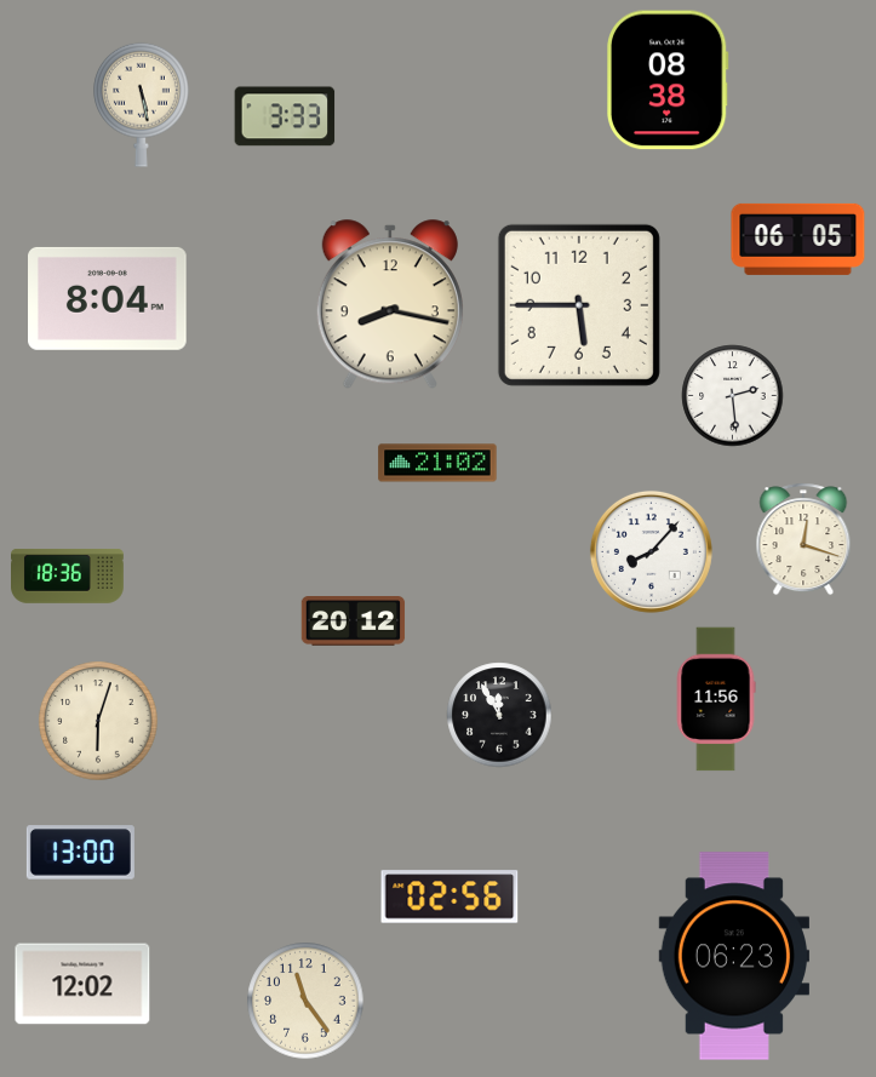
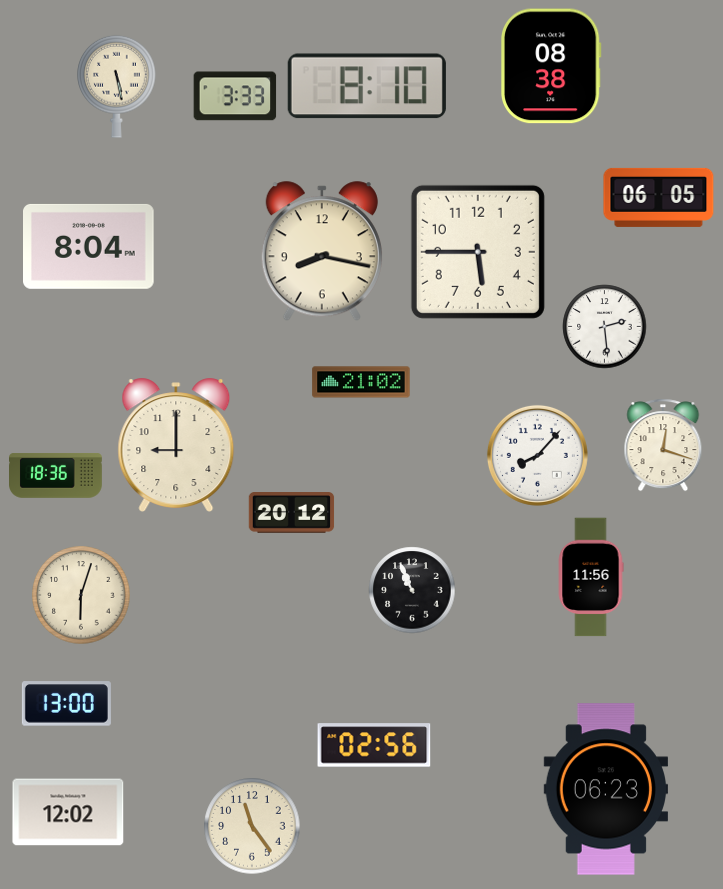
clock at (367, 86): none -> 8:10
clock at (176, 445): none -> 9:00
clock at (499, 715): 11:55 -> 10:56
clock at (450, 896) position: (450, 896) -> (374, 745)
